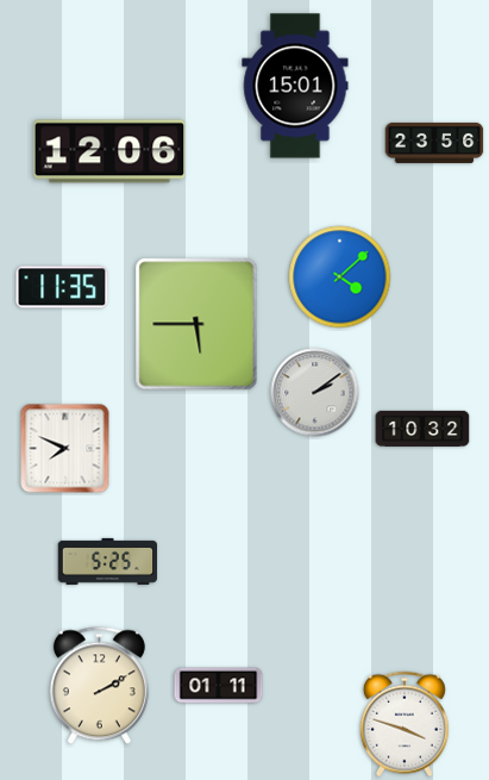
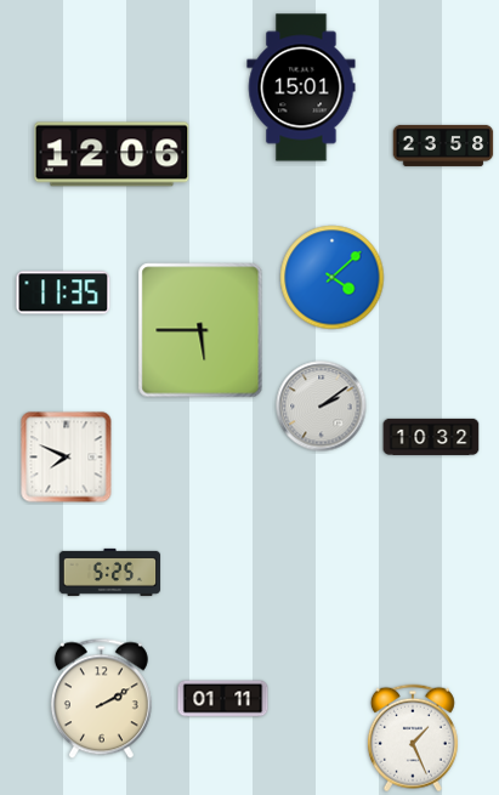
clock at (434, 143): 23:56 -> 23:58
clock at (340, 277) position: (340, 277) -> (333, 278)
clock at (315, 393) position: (315, 393) -> (322, 407)
clock at (405, 724): 3:48 -> 1:26
